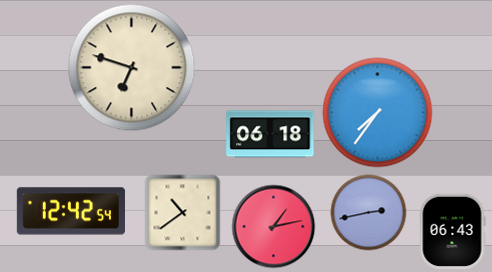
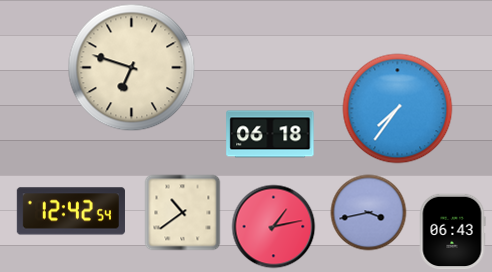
clock at (378, 113) position: (378, 113) -> (398, 109)
clock at (369, 213): 2:43 -> 3:43
